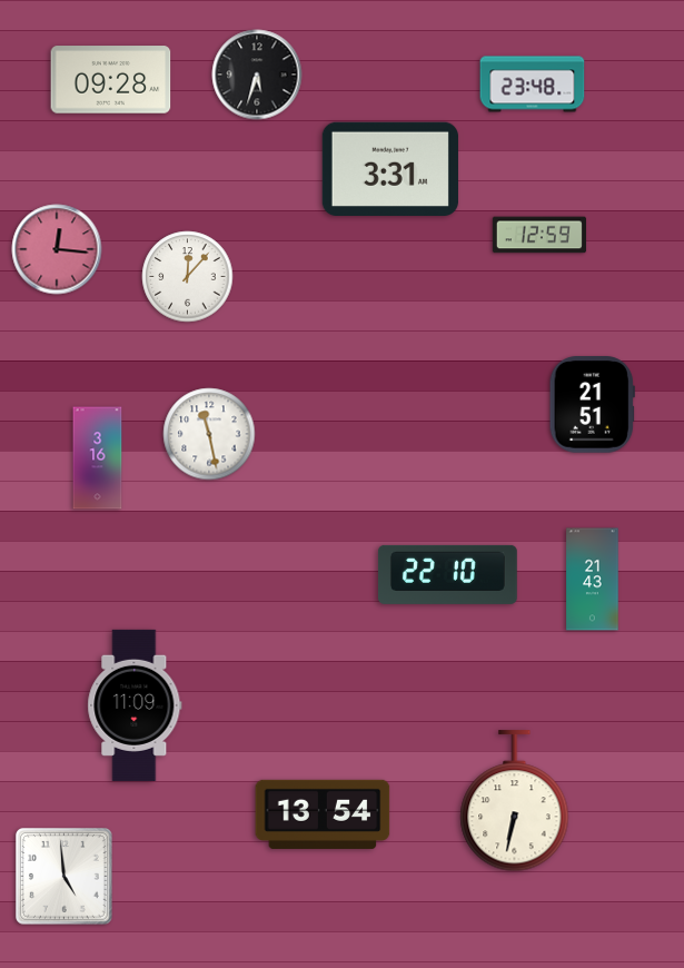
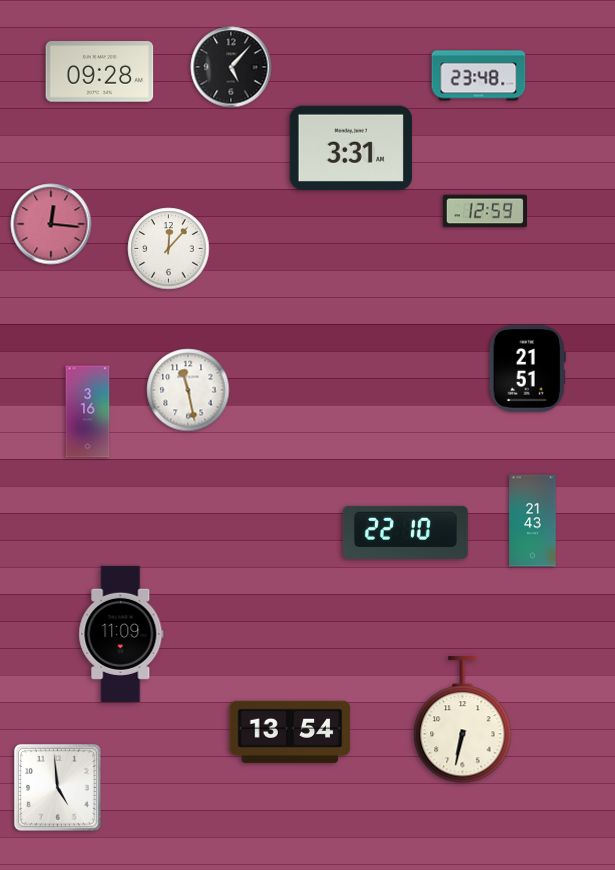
clock at (257, 75): 5:33 -> 5:07
clock at (390, 168) position: (390, 168) -> (351, 147)
clock at (592, 405) position: (592, 405) -> (527, 369)
clock at (447, 574) position: (447, 574) -> (405, 532)
